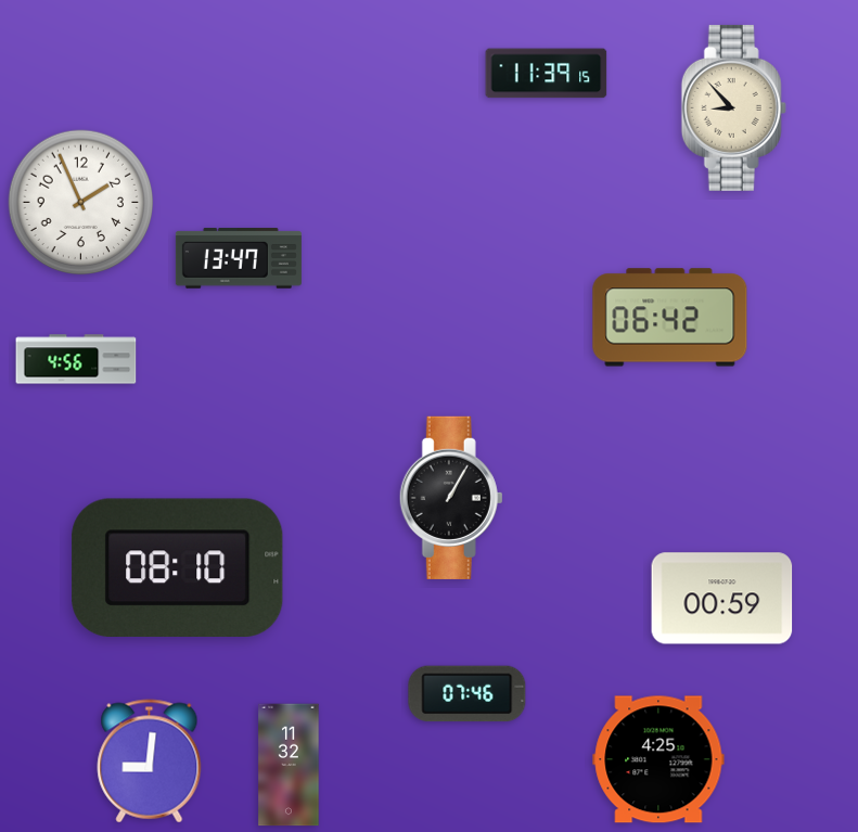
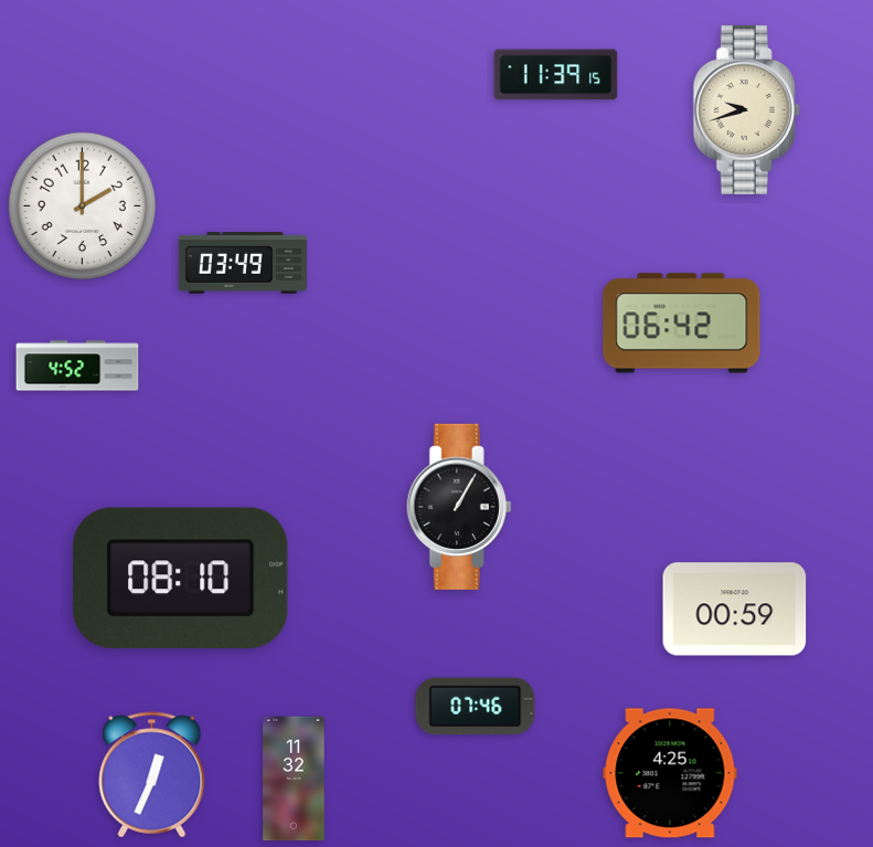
clock at (733, 107): 8:53 -> 9:42
clock at (81, 203): 1:56 -> 2:00
clock at (239, 258): 13:47 -> 03:49
clock at (76, 359): 4:56 -> 4:52
clock at (150, 761): 9:01 -> 12:34
